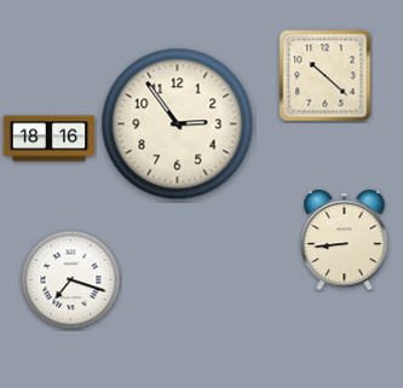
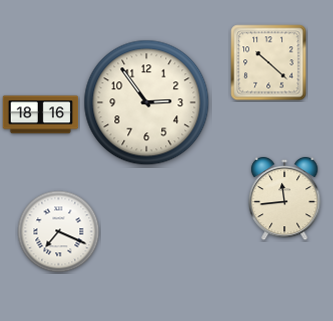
clock at (345, 241): 8:44 -> 11:44
clock at (71, 280): 7:18 -> 7:19
